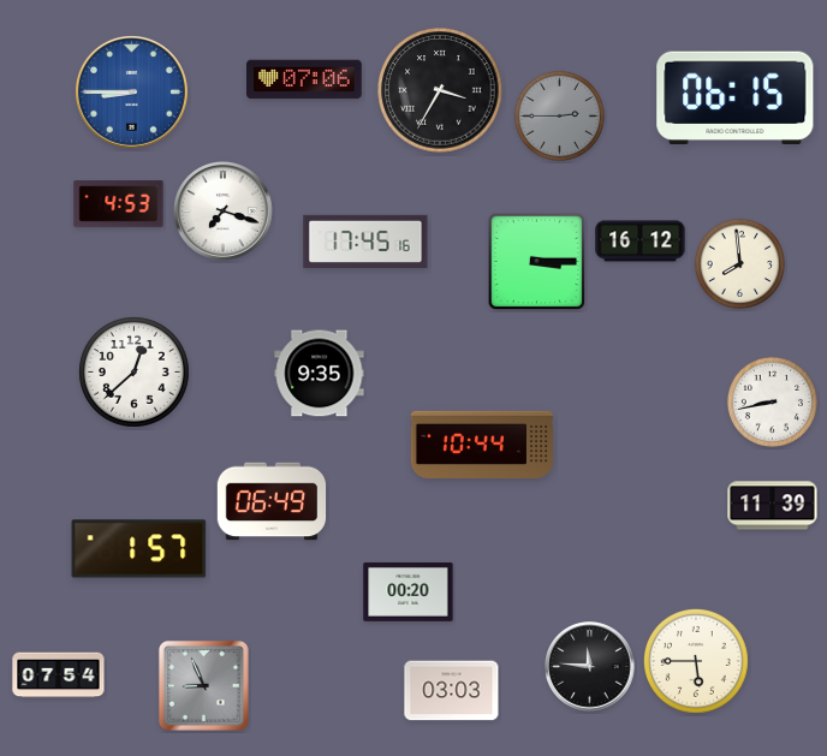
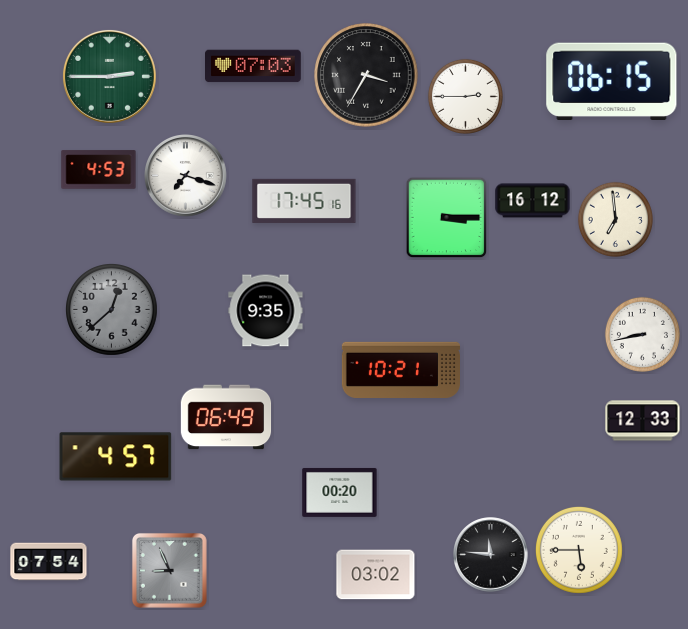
clock at (305, 79): 07:06 -> 07:03
clock at (131, 91): 8:45 -> 2:45
clock at (131, 91) dial: blue -> green
clock at (559, 115) dial: grey -> white
clock at (739, 263): 7:59 -> 6:59
clock at (135, 373) dial: white -> grey
clock at (482, 444): 10:44 -> 10:21
clock at (773, 506): 11:39 -> 12:33
clock at (139, 549): 1:57 -> 4:57
clock at (452, 691): 03:03 -> 03:02
